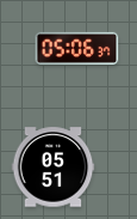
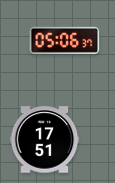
clock at (54, 168): 05:51 -> 17:51
